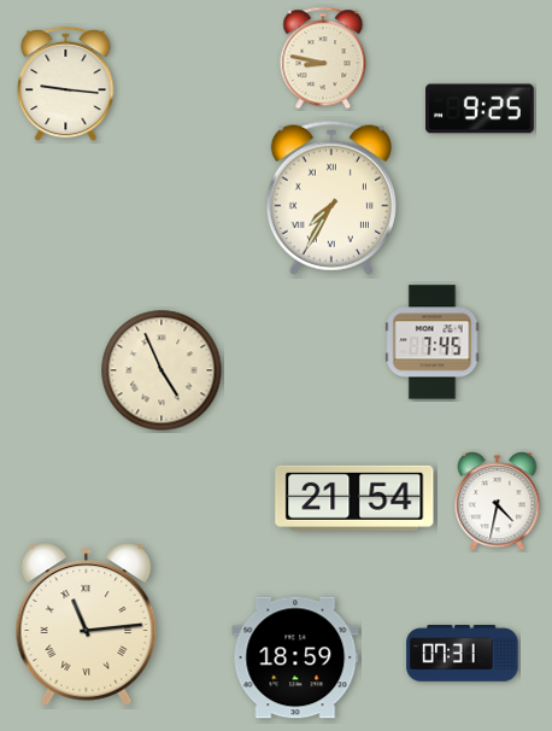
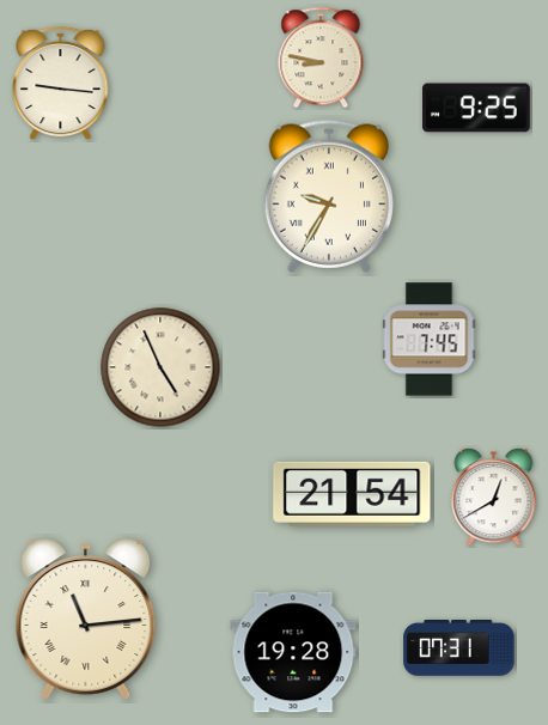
clock at (66, 84) position: (66, 84) -> (61, 84)
clock at (331, 198): 7:35 -> 9:35
clock at (498, 502): 4:32 -> 12:40
clock at (295, 657): 18:59 -> 19:28
